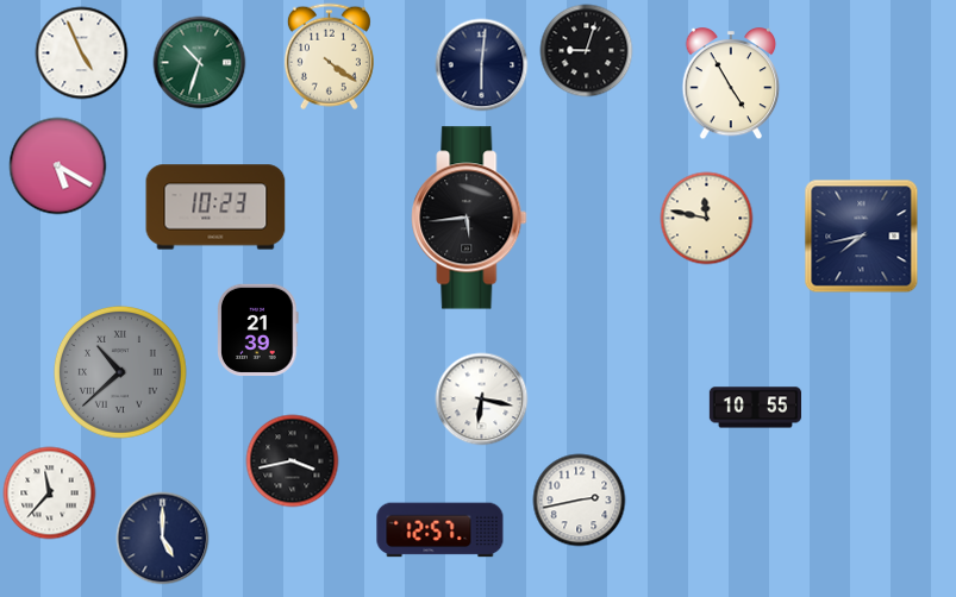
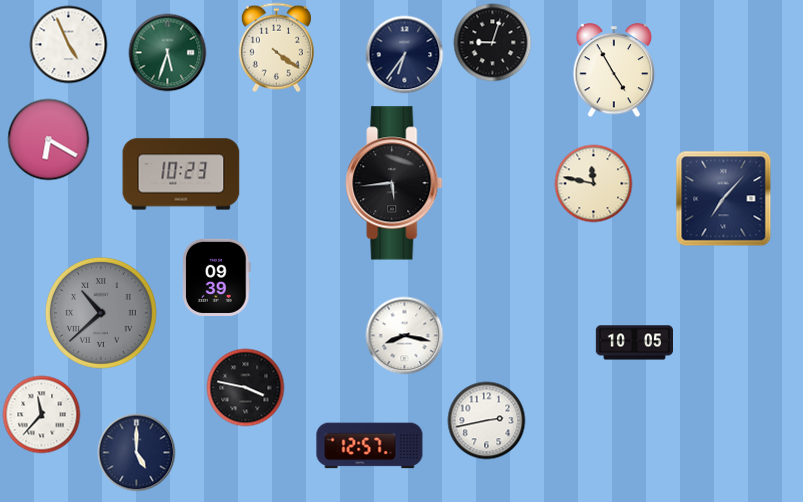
clock at (199, 62): 10:33 -> 5:33
clock at (481, 64): 6:01 -> 6:36
clock at (57, 165): 5:20 -> 6:20
clock at (861, 235): 7:43 -> 7:07
clock at (258, 329): 21:39 -> 09:39
clock at (481, 398): 6:17 -> 8:17
clock at (755, 408): 10:55 -> 10:05
clock at (292, 460): 3:43 -> 3:47
